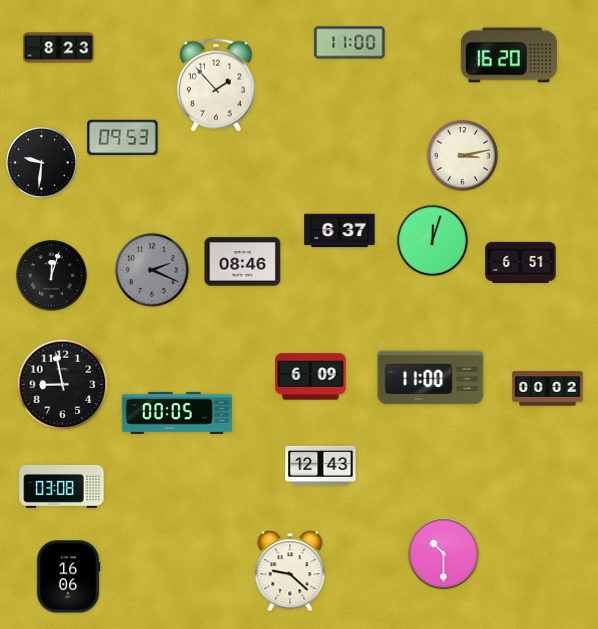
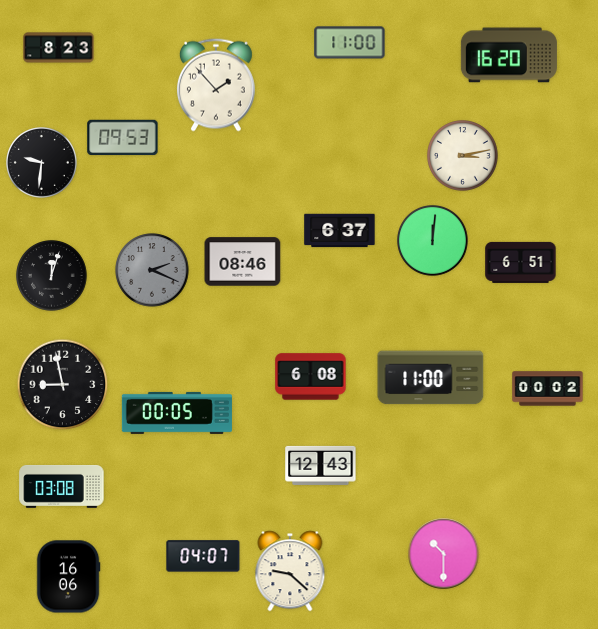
clock at (433, 241): 12:03 -> 12:01
clock at (311, 377): 6:09 -> 6:08
clock at (203, 556): none -> 04:07
